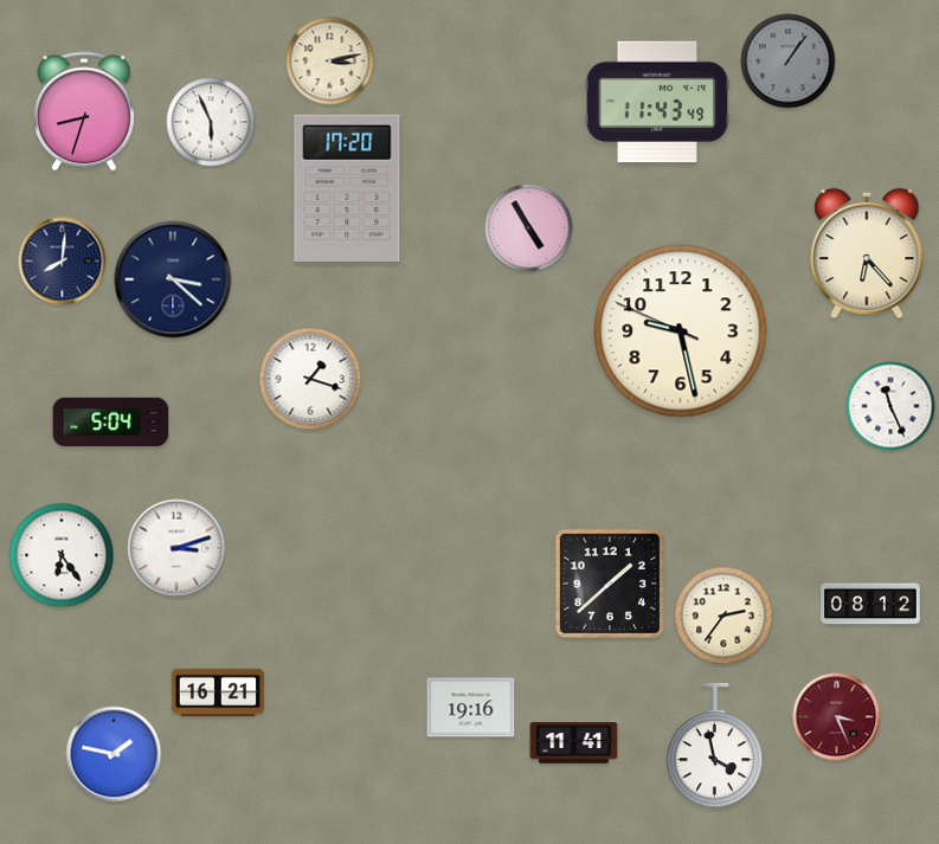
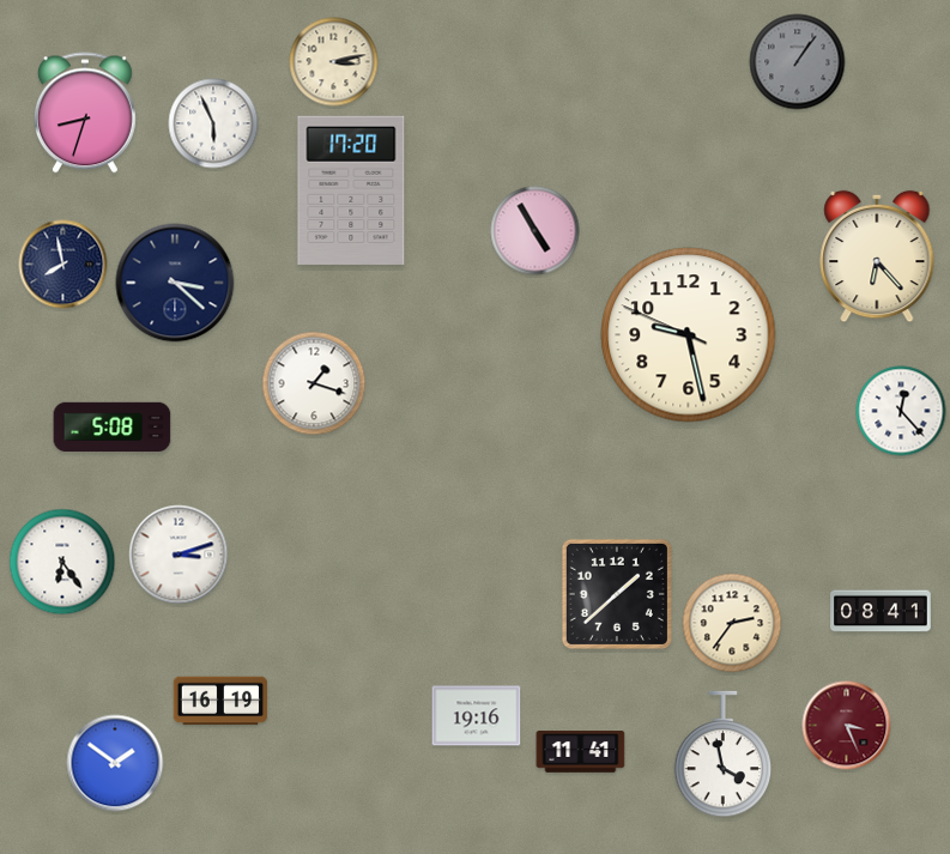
clock at (657, 102): 11:43 -> none
clock at (63, 262): 8:01 -> 7:58
clock at (890, 406): 11:26 -> 12:23
clock at (111, 421): 5:04 -> 5:08
clock at (610, 584) position: (610, 584) -> (617, 594)
clock at (870, 604): 08:12 -> 08:41
clock at (218, 692): 16:21 -> 16:19
clock at (114, 754): 1:47 -> 1:51
